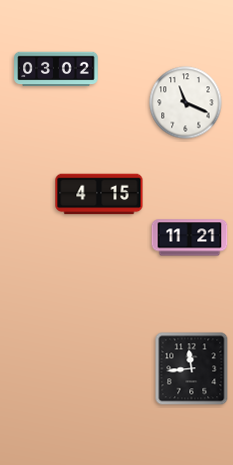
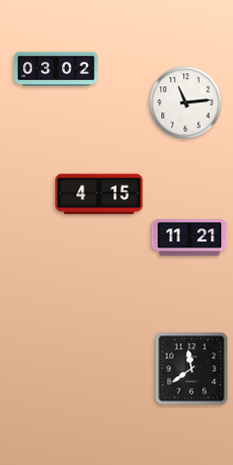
clock at (186, 103): 11:19 -> 11:14
clock at (192, 369): 11:44 -> 11:39
